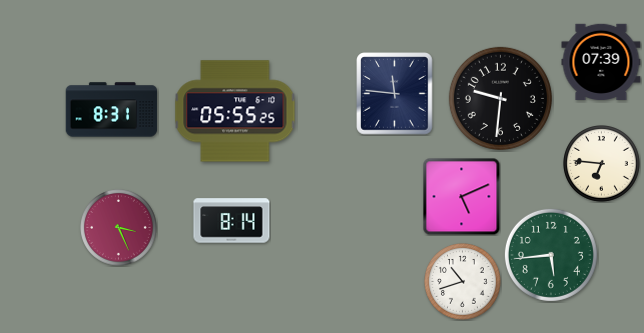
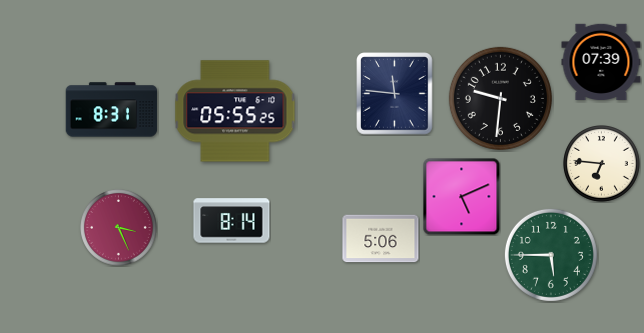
clock at (381, 239): none -> 5:06
clock at (551, 255): 5:44 -> 5:45
clock at (463, 282): 10:42 -> none
